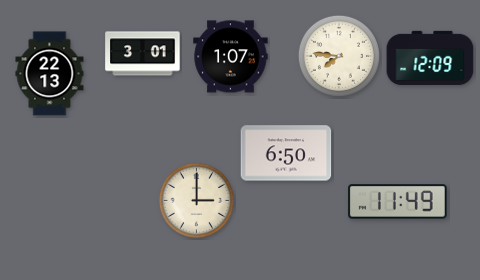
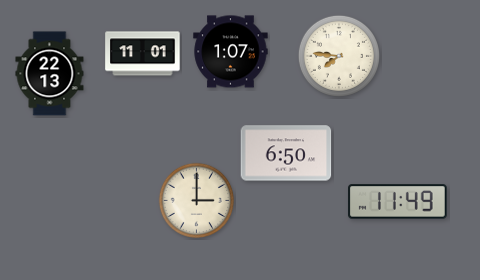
clock at (143, 54): 3:01 -> 11:01
clock at (231, 57) position: (231, 57) -> (231, 52)
clock at (430, 58): 12:09 -> none
